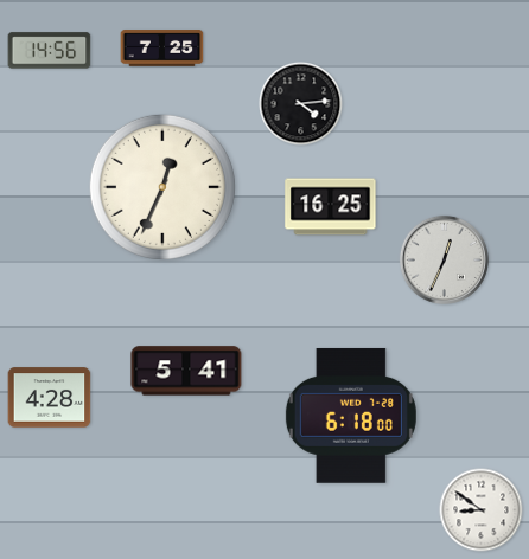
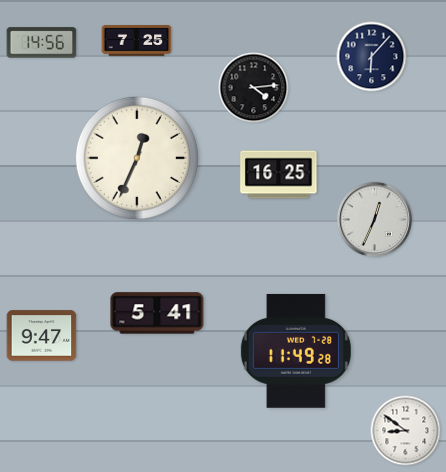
clock at (372, 57): none -> 6:07
clock at (50, 398): 4:28 -> 9:47
clock at (351, 416): 6:18 -> 11:49
